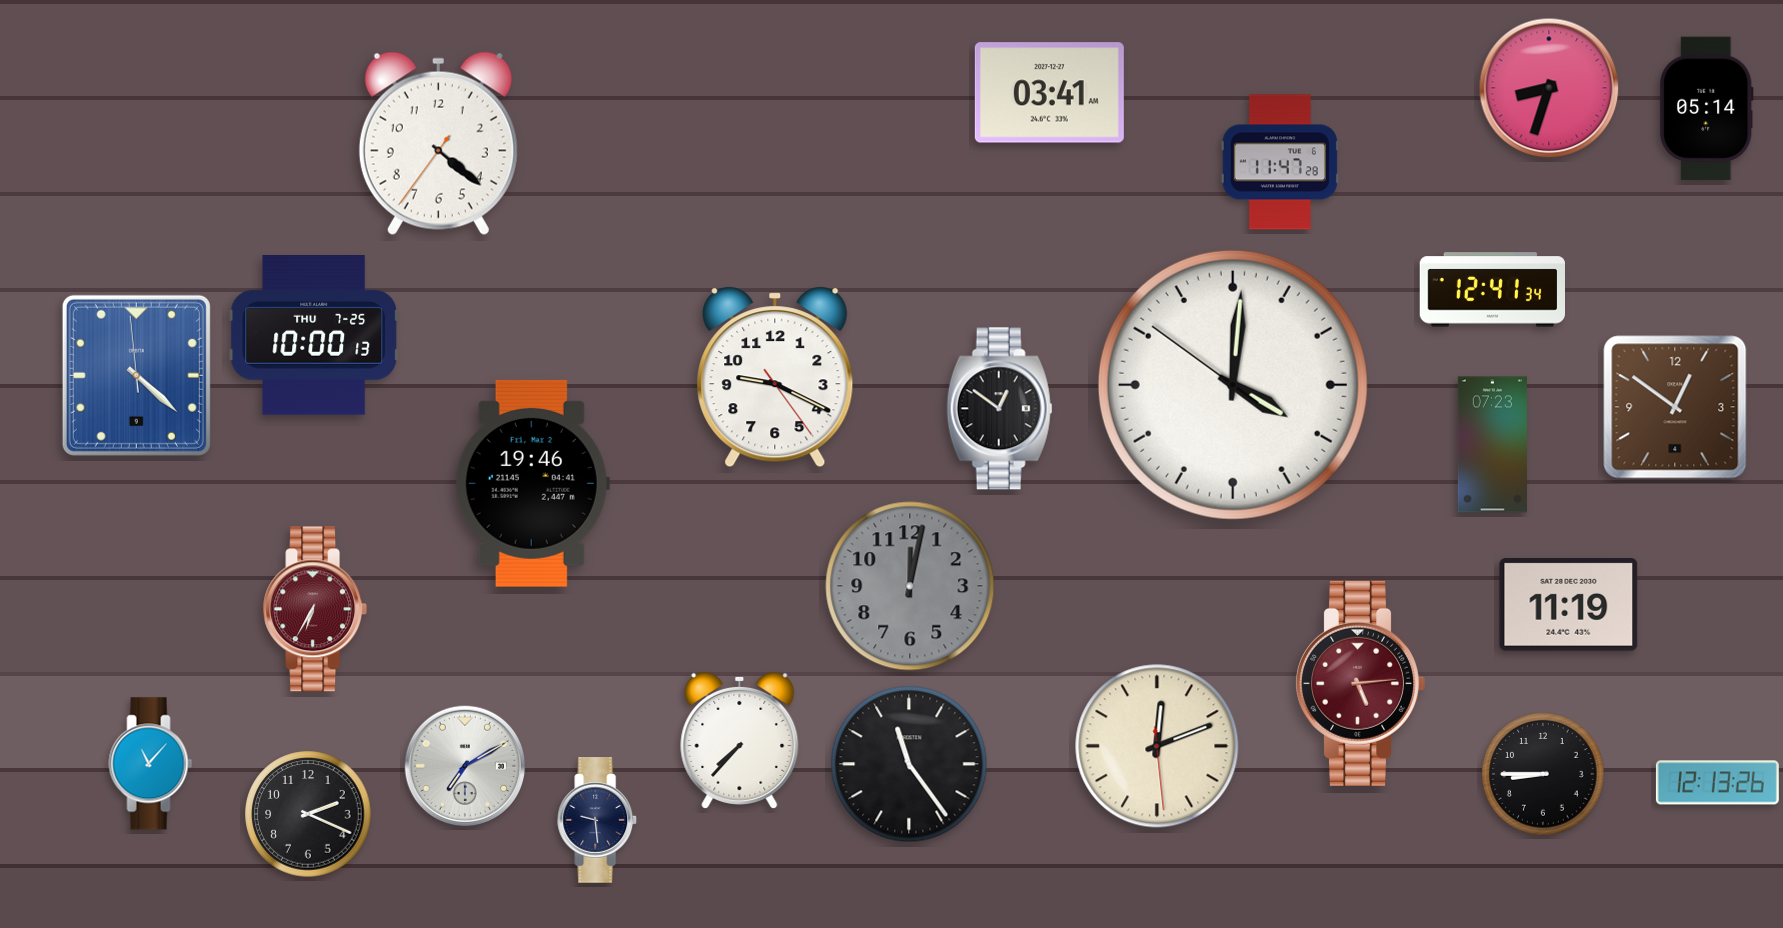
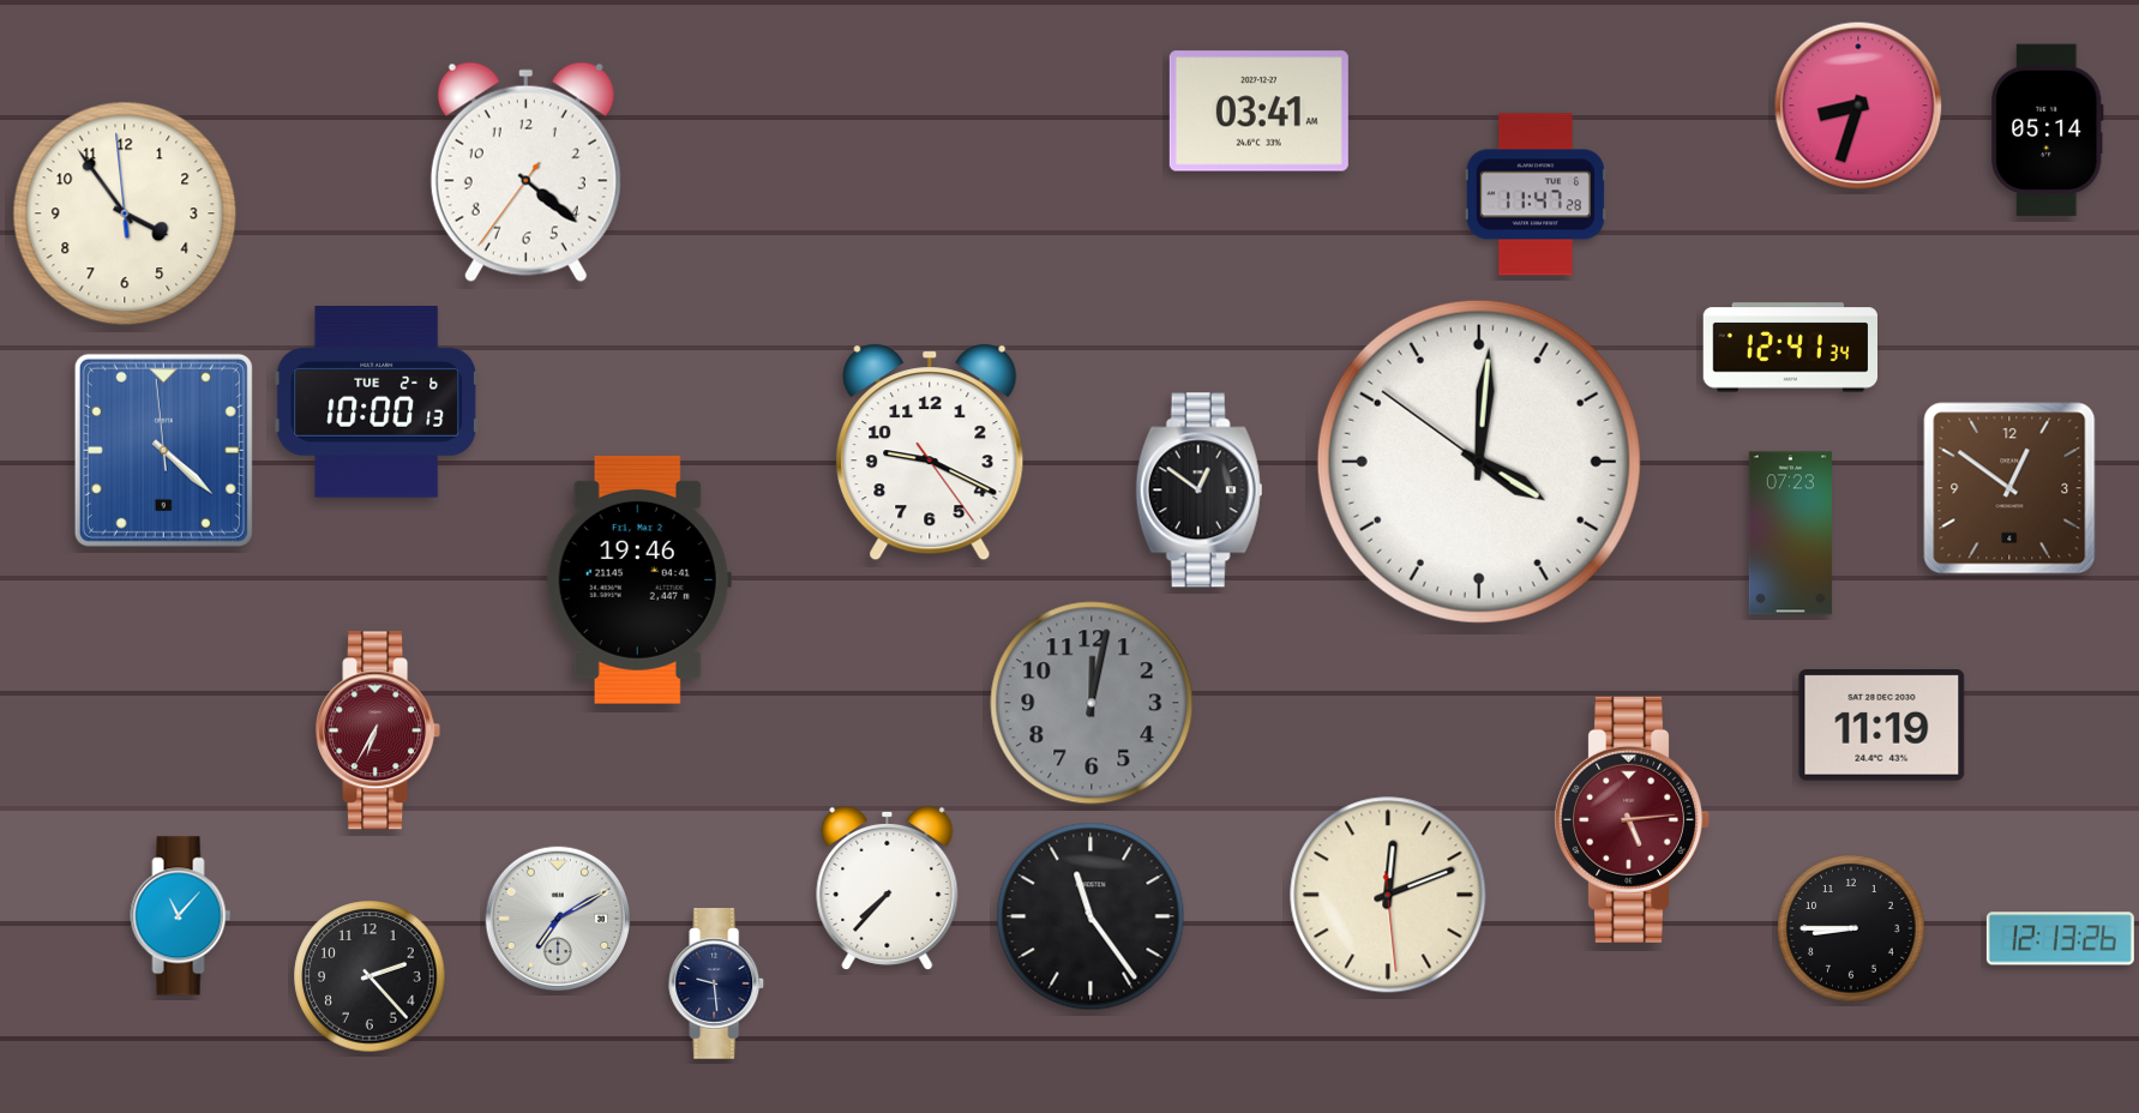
clock at (125, 213): none -> 3:53
clock at (314, 336) date: THU 7-25 -> TUE 2-6
clock at (308, 814): 2:19 -> 2:23
